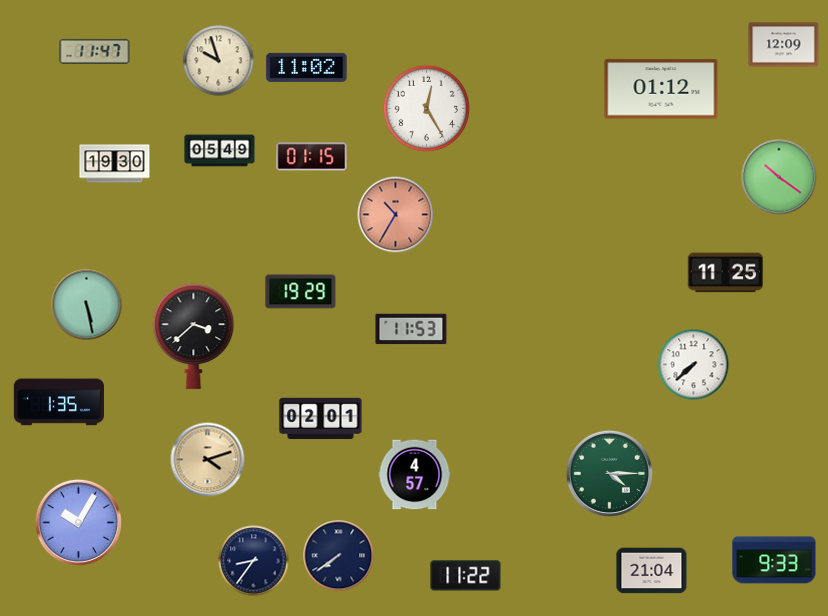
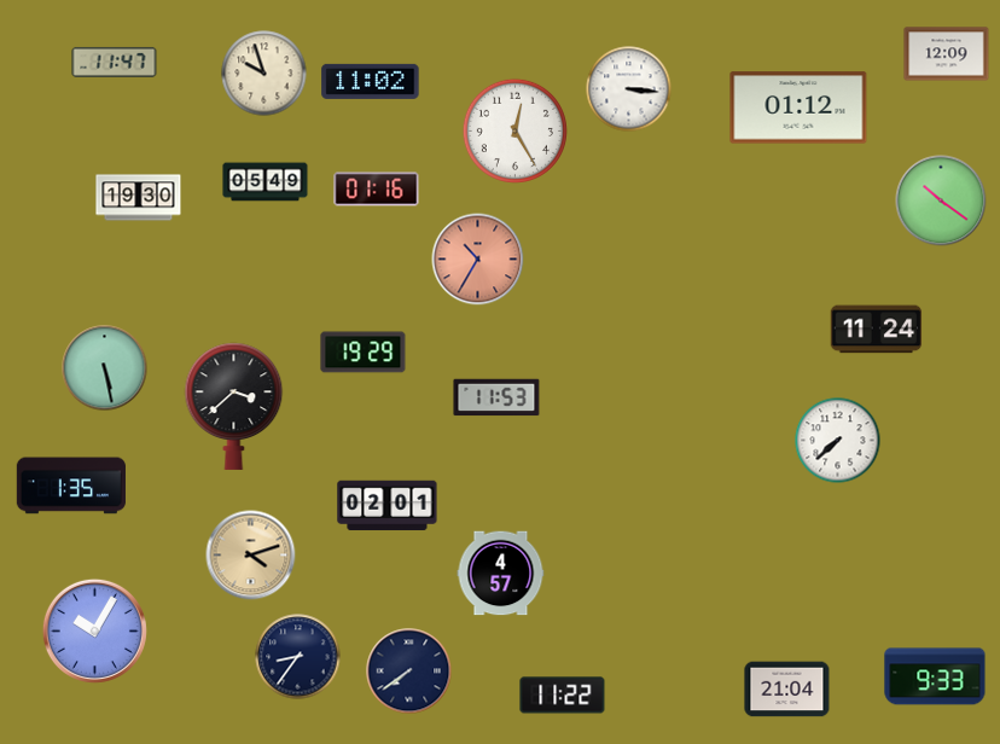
clock at (629, 89): none -> 3:16
clock at (312, 157): 01:15 -> 01:16
clock at (779, 177) position: (779, 177) -> (941, 200)
clock at (726, 273): 11:25 -> 11:24
clock at (609, 473): 4:15 -> none
clock at (254, 561) position: (254, 561) -> (298, 657)
